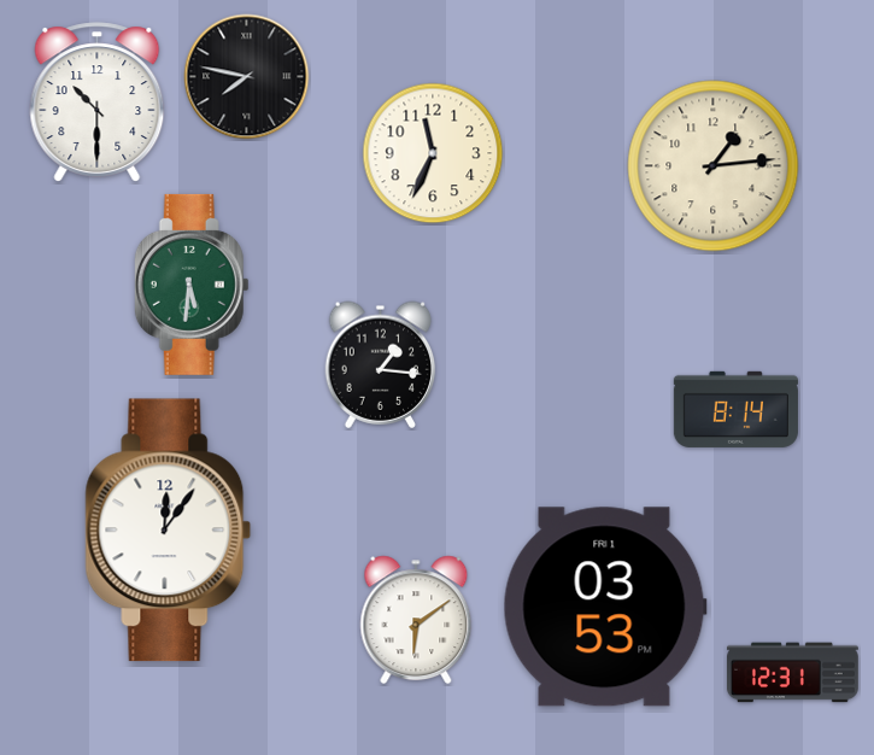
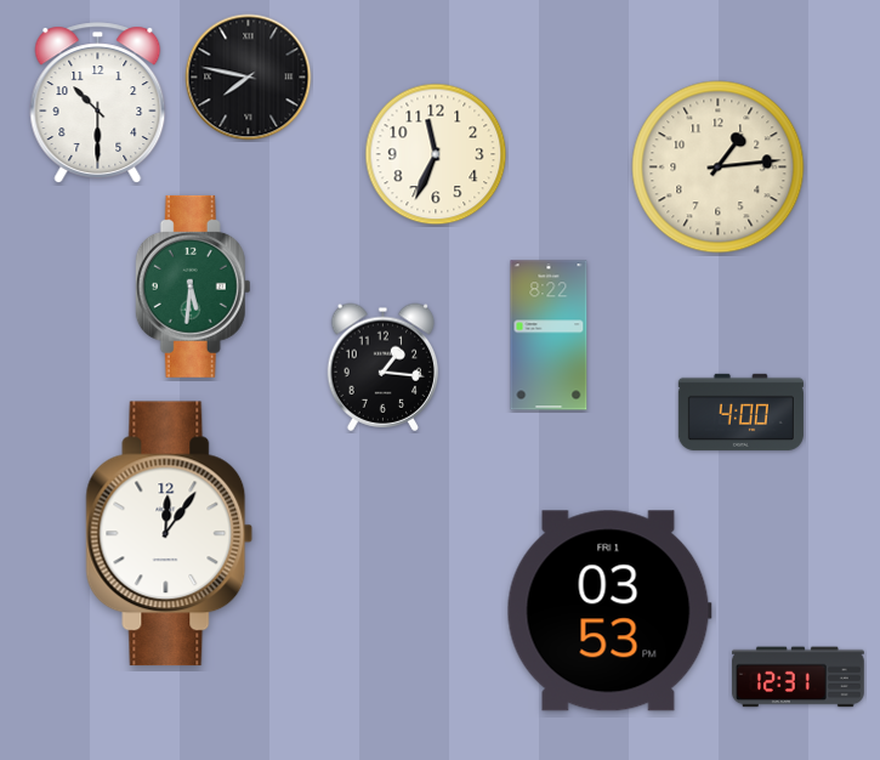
clock at (549, 335): none -> 8:22
clock at (735, 409): 8:14 -> 4:00
clock at (416, 620): 6:09 -> none
